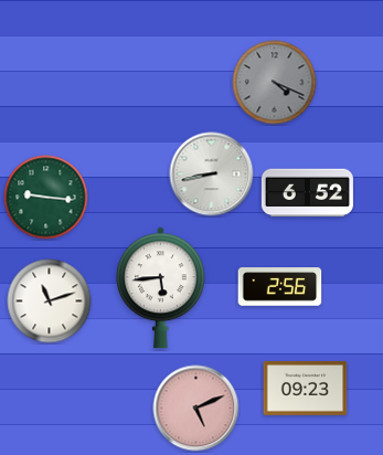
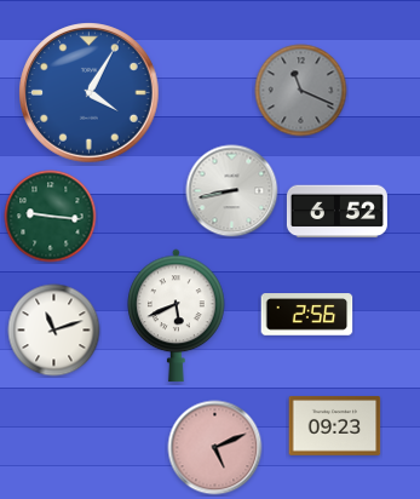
clock at (275, 83): 4:19 -> 11:19
clock at (90, 93): none -> 4:05
clock at (161, 288): 5:44 -> 5:41
